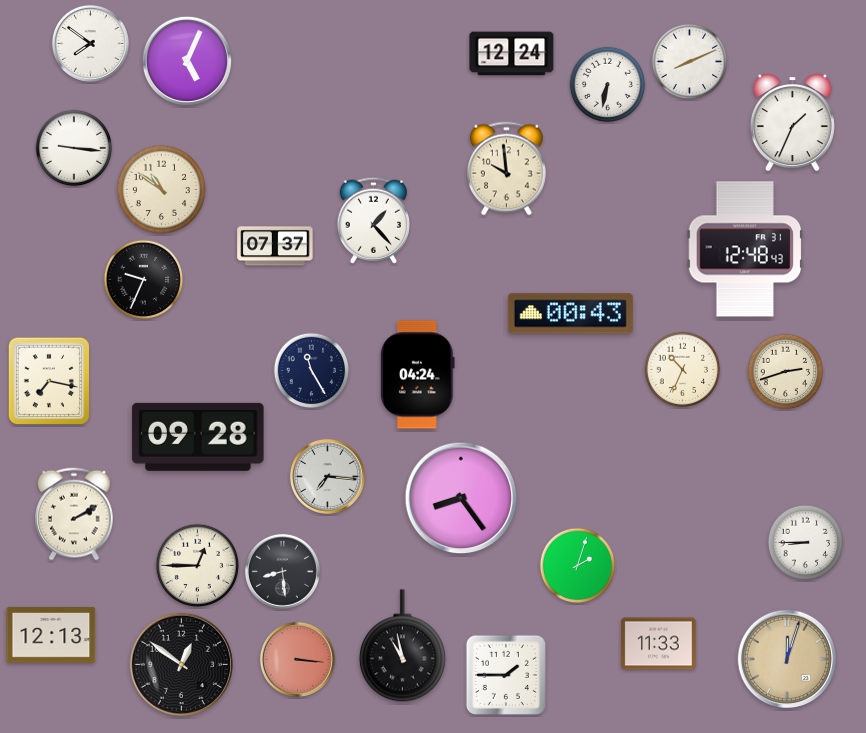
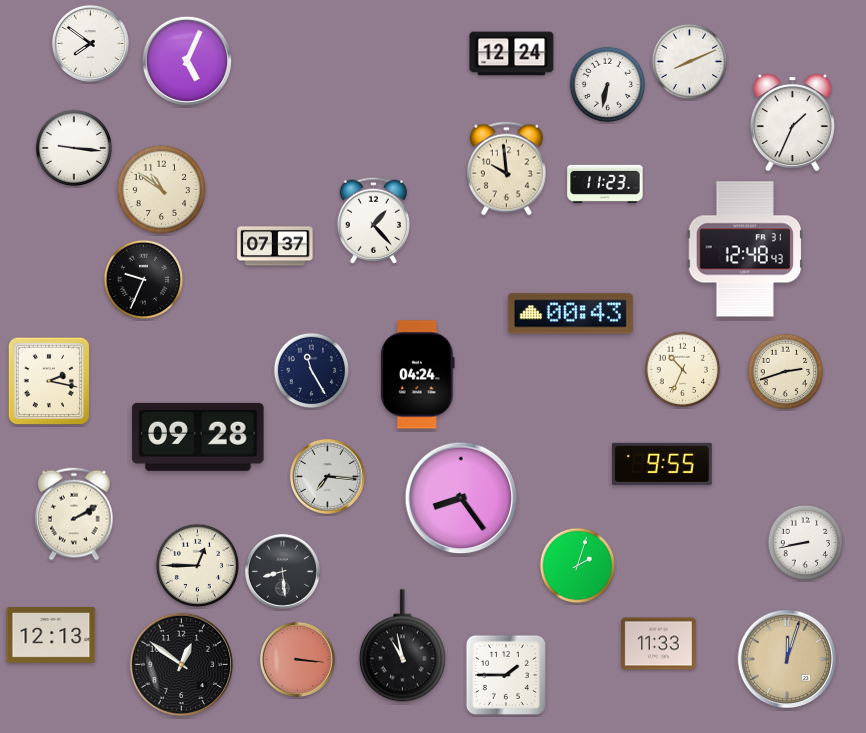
clock at (605, 184): none -> 11:23
clock at (48, 380): 7:17 -> 2:17
clock at (662, 464): none -> 9:55
clock at (806, 543): 8:45 -> 8:43
